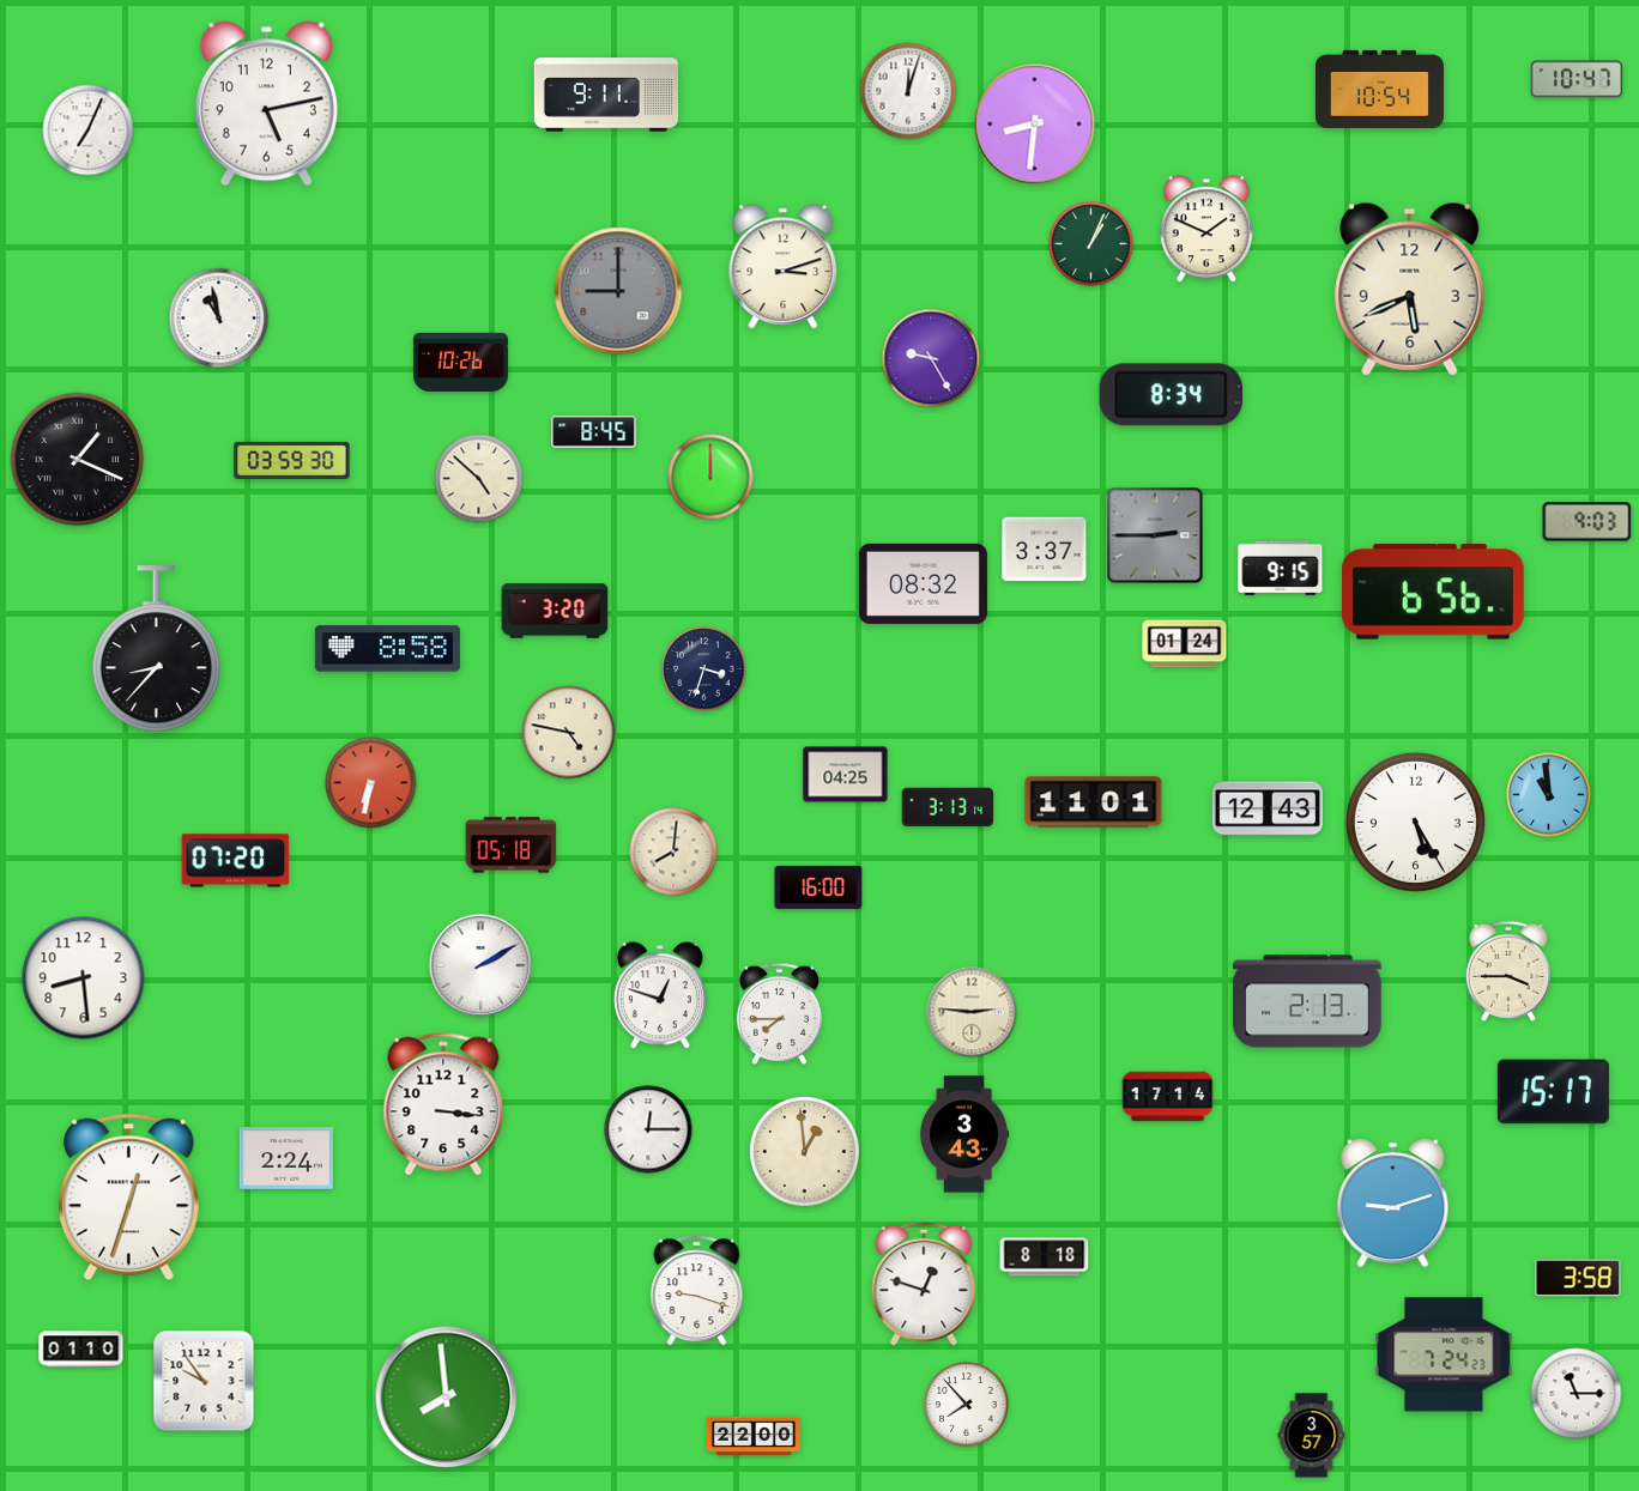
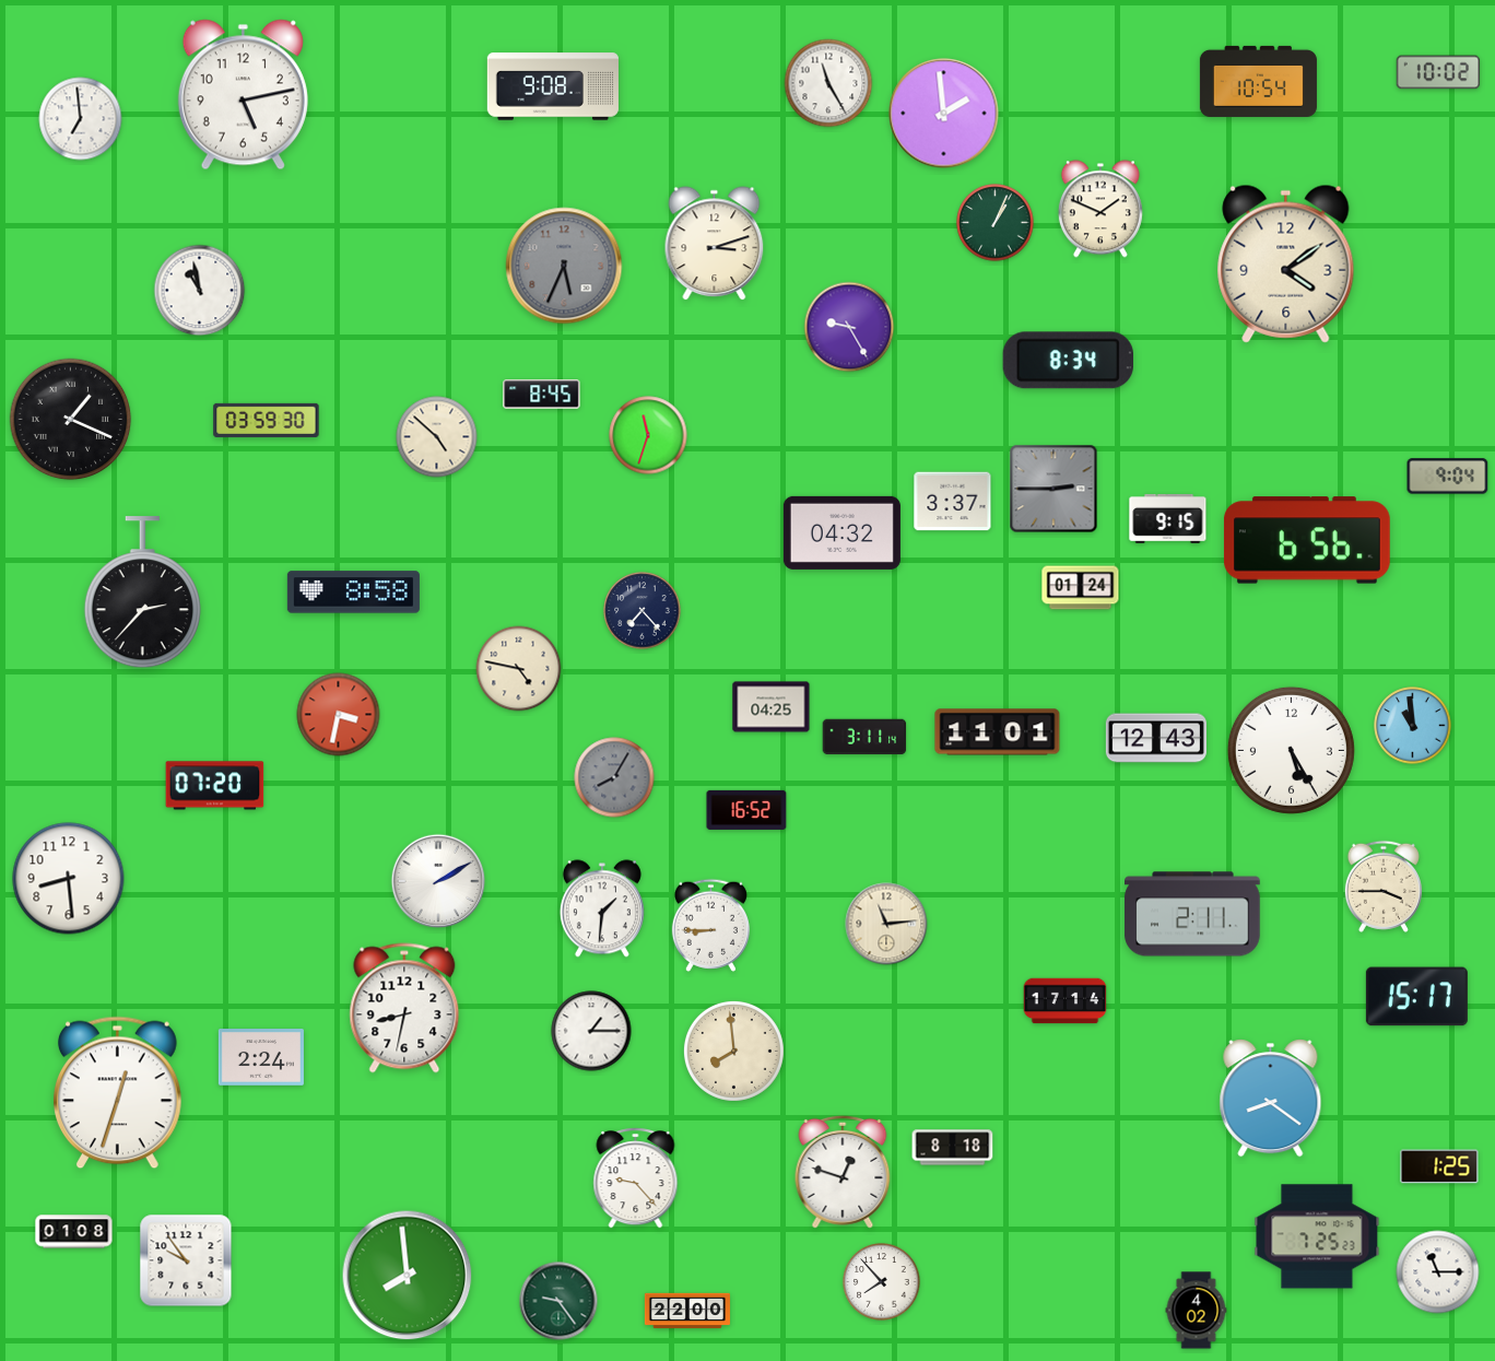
clock at (1577, 79): 10:47 -> 10:02
clock at (908, 91): 12:03 -> 11:25
clock at (606, 95): 9:11 -> 9:08
clock at (1035, 125): 8:31 -> 1:59
clock at (89, 131): 7:04 -> 6:59
clock at (1410, 289): 5:41 -> 4:09
clock at (618, 291): 9:00 -> 5:34
clock at (460, 362): 10:26 -> none
clock at (710, 477): 12:00 -> 11:33
clock at (1587, 522): 9:03 -> 9:04
clock at (923, 583): 08:32 -> 04:32
clock at (555, 611): 3:20 -> none
clock at (156, 649): 8:37 -> 2:37
clock at (704, 669): 3:33 -> 7:23
clock at (371, 783): 6:32 -> 3:32
clock at (948, 807): 3:13 -> 3:11
clock at (512, 845): 05:18 -> none
clock at (673, 851): 8:01 -> 8:05
clock at (673, 851) dial: cream -> grey
clock at (818, 887): 16:00 -> 16:52
clock at (1508, 971) position: (1508, 971) -> (1384, 887)
clock at (84, 978) position: (84, 978) -> (69, 879)
clock at (660, 995): 12:48 -> 1:31
clock at (1307, 1001): 2:13 -> 2:11
clock at (972, 1012): 2:46 -> 11:14
clock at (779, 1013): 7:45 -> 8:45
clock at (443, 1104): 3:16 -> 8:32
clock at (648, 1129): 12:15 -> 1:15
clock at (964, 1134): 3:43 -> none
clock at (804, 1151): 12:59 -> 7:59
clock at (1393, 1204): 9:12 -> 8:21
clock at (1578, 1278): 3:58 -> 1:25
clock at (697, 1291): 9:18 -> 9:23
clock at (81, 1350): 01:10 -> 01:08
clock at (1444, 1354): 7:24 -> 7:25
clock at (558, 1301): none -> 9:24
clock at (1312, 1436): 3:57 -> 4:02
